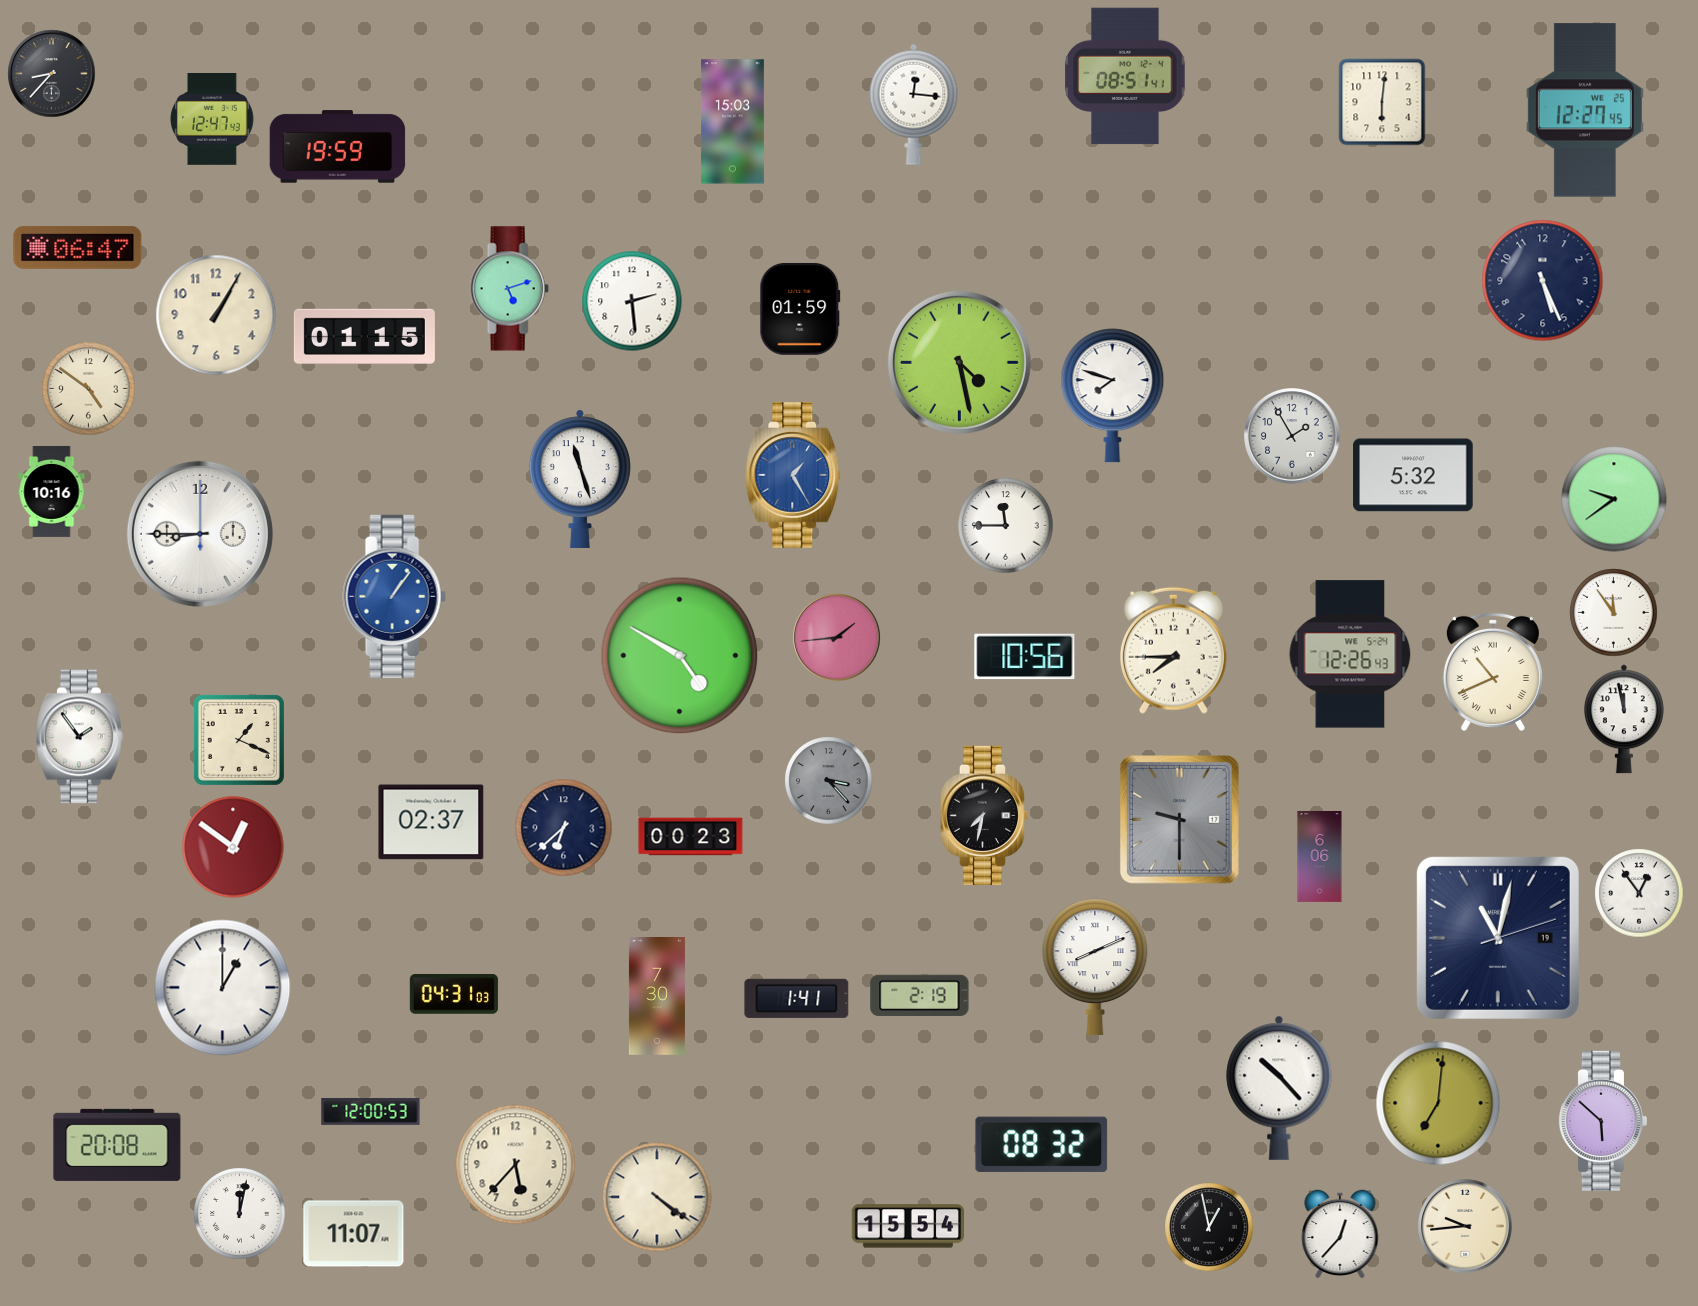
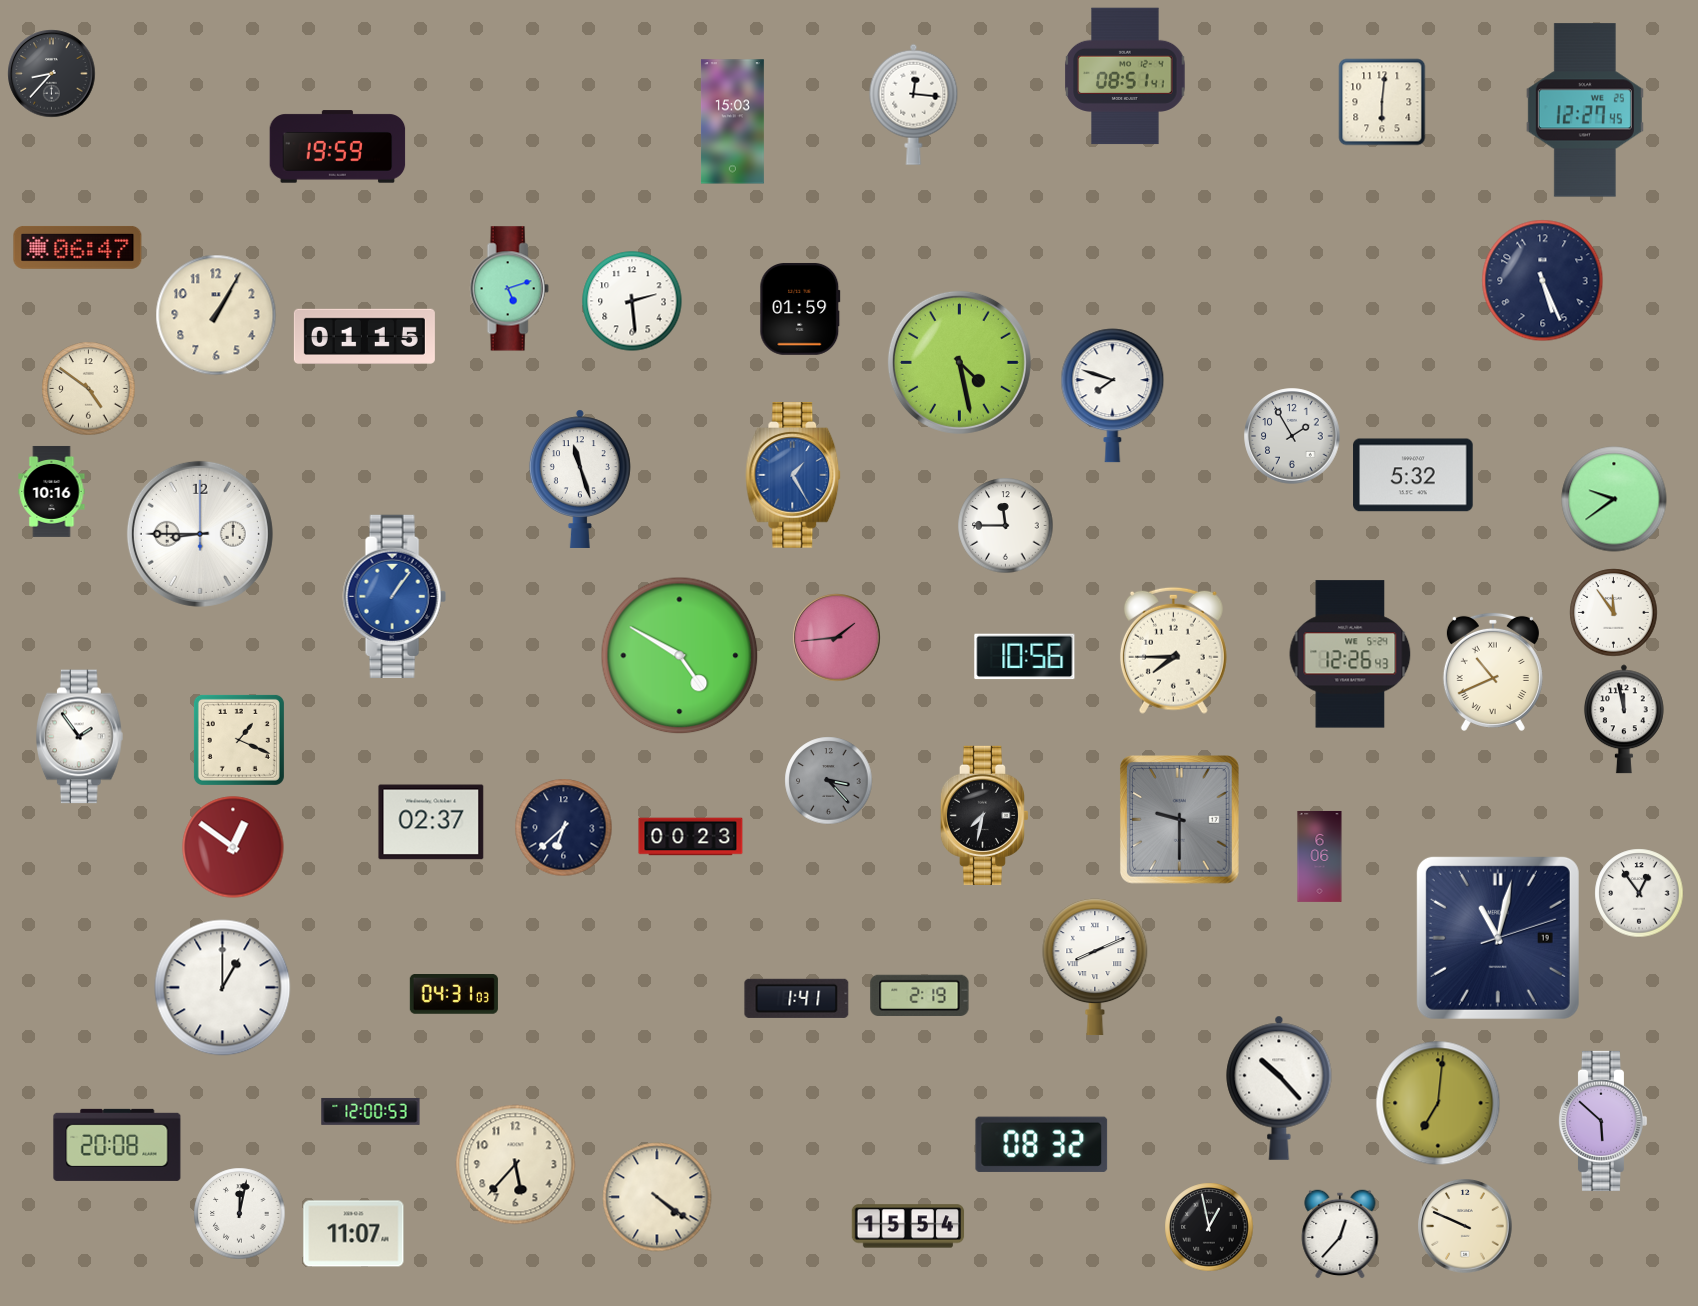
clock at (212, 120): 12:47 -> none
clock at (657, 997): 7:30 -> none
clock at (1465, 1226): 9:44 -> 9:49
